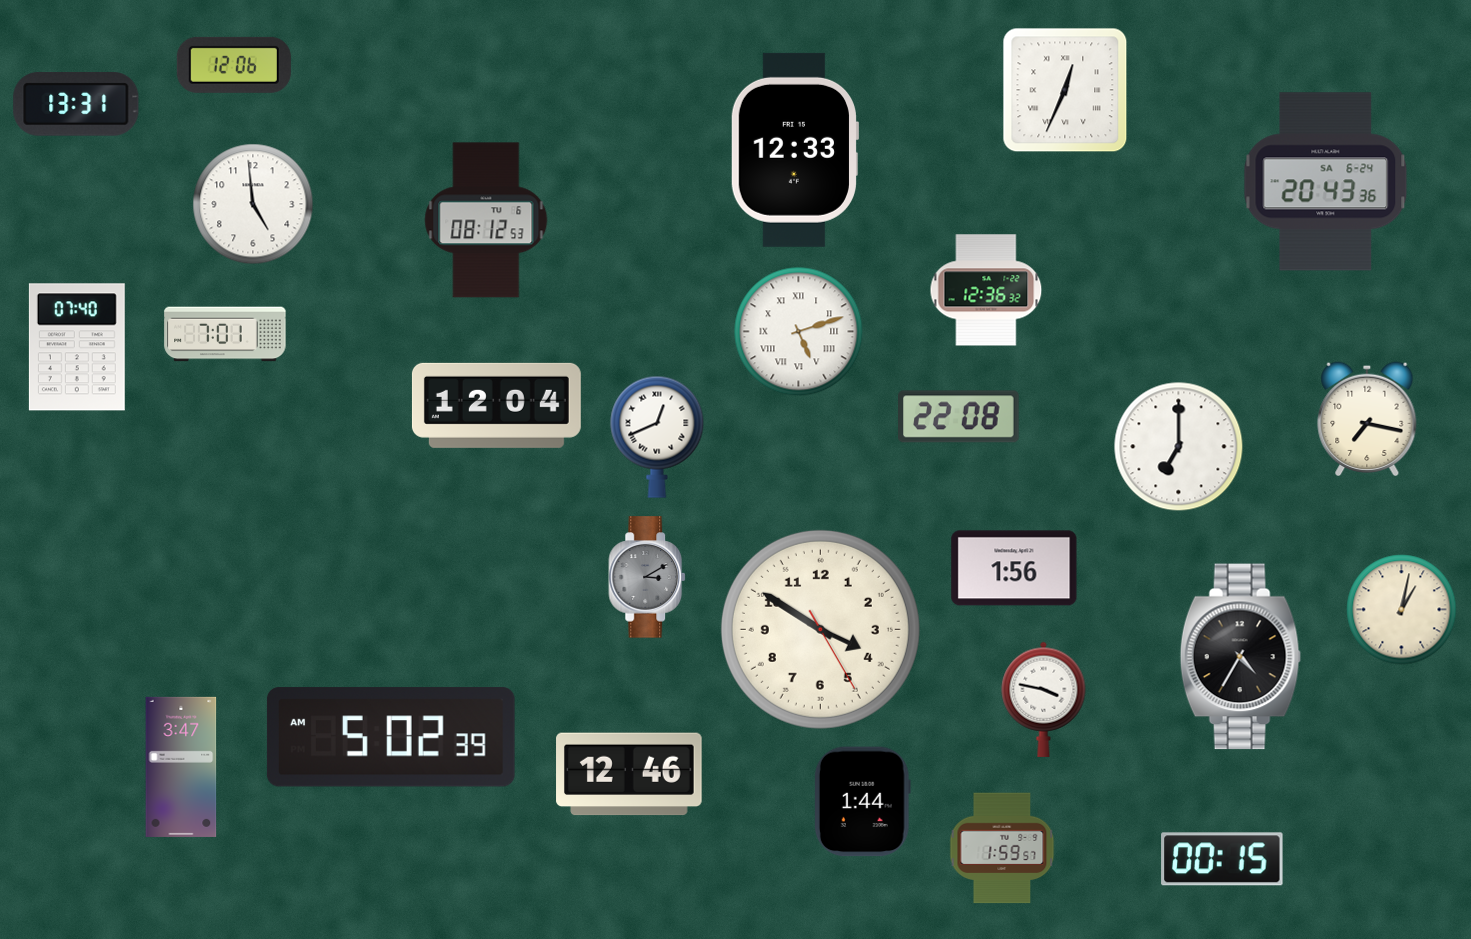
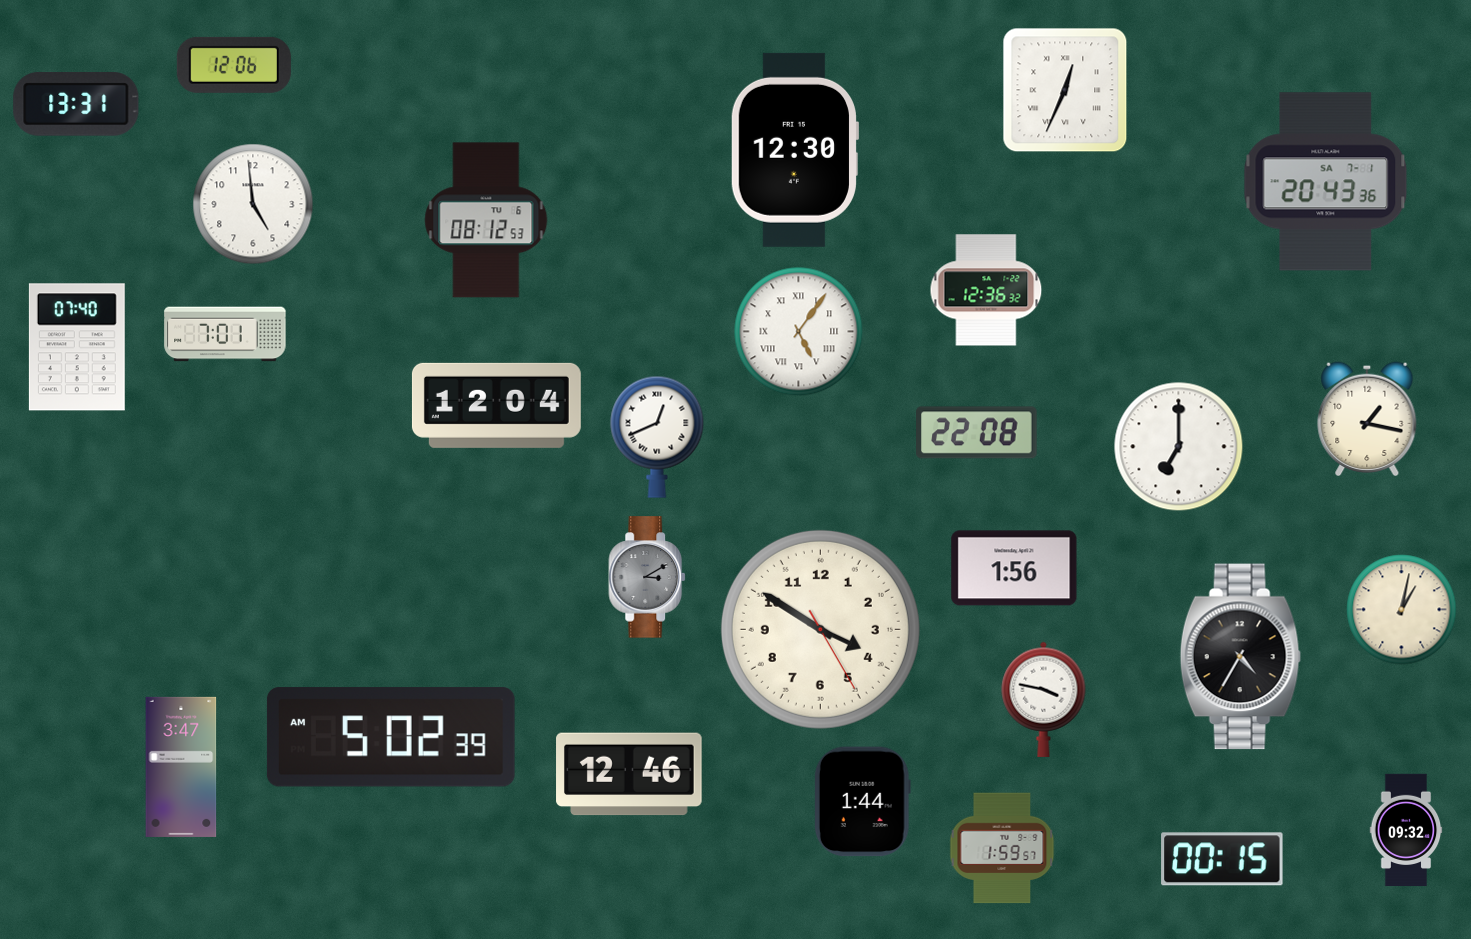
clock at (794, 150): 12:33 -> 12:30
clock at (1326, 182) date: SA 6-24 -> SA 7-1
clock at (799, 332): 5:12 -> 5:06
clock at (959, 417) position: (959, 417) -> (977, 433)
clock at (1367, 418): 7:17 -> 1:17
clock at (1406, 830): none -> 09:32
